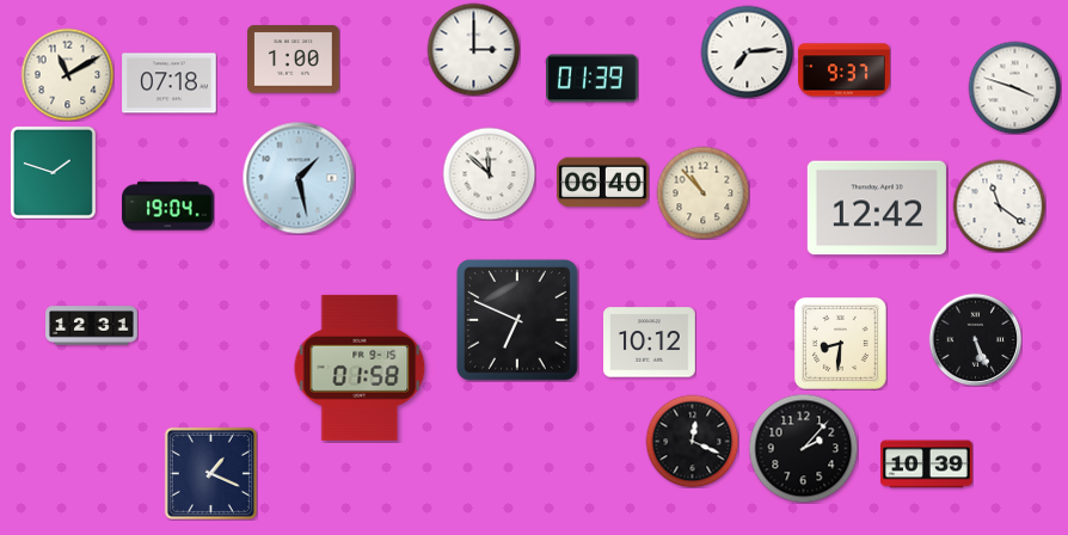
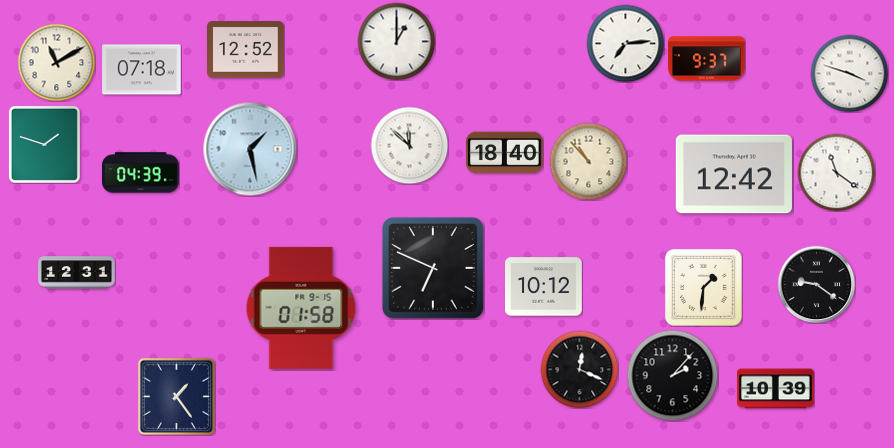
clock at (473, 49): 3:00 -> 1:00
clock at (294, 60): 1:00 -> 12:52
clock at (593, 79): 01:39 -> none
clock at (603, 183): 06:40 -> 18:40
clock at (168, 207): 19:04 -> 04:39
clock at (975, 339): 5:26 -> 9:21
clock at (840, 343): 8:31 -> 1:31
clock at (210, 473): 1:19 -> 1:24
